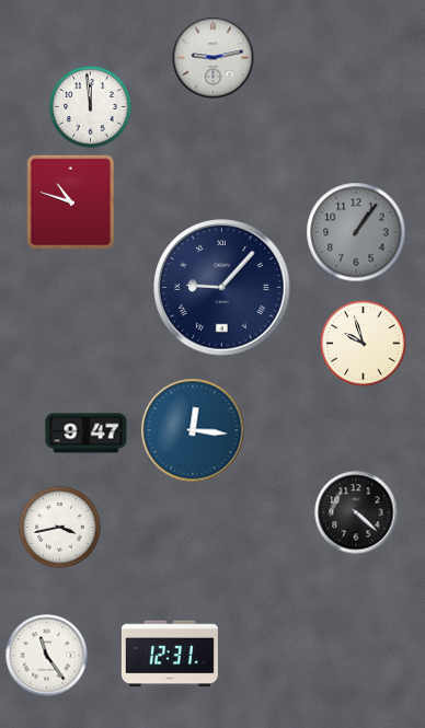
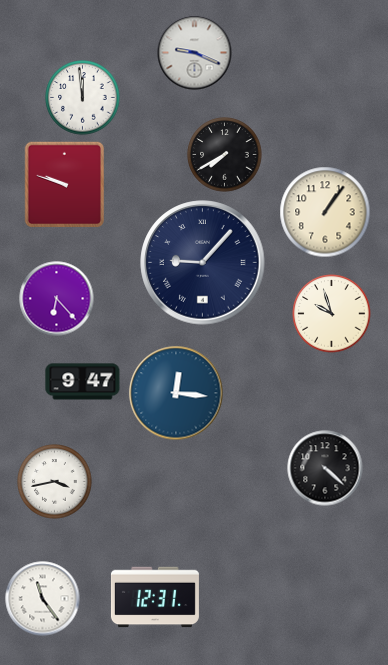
clock at (214, 58): 9:13 -> 9:19
clock at (225, 155): none -> 7:40
clock at (71, 203): 10:48 -> 9:48
clock at (356, 232) dial: grey -> cream
clock at (57, 299): none -> 6:23
clock at (87, 434) position: (87, 434) -> (83, 382)
